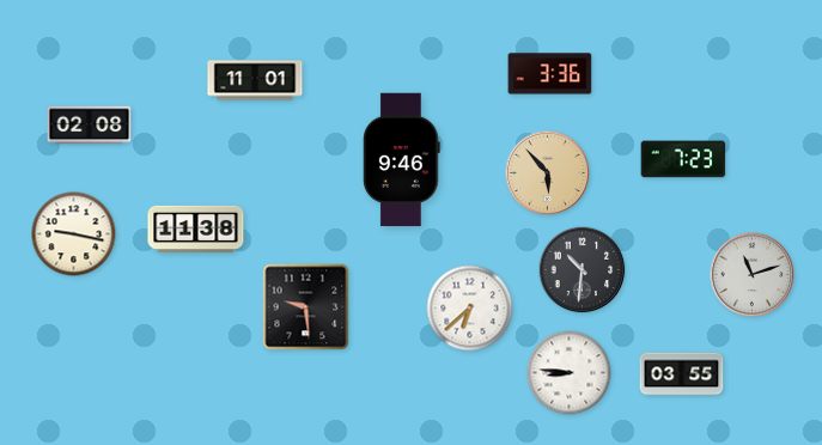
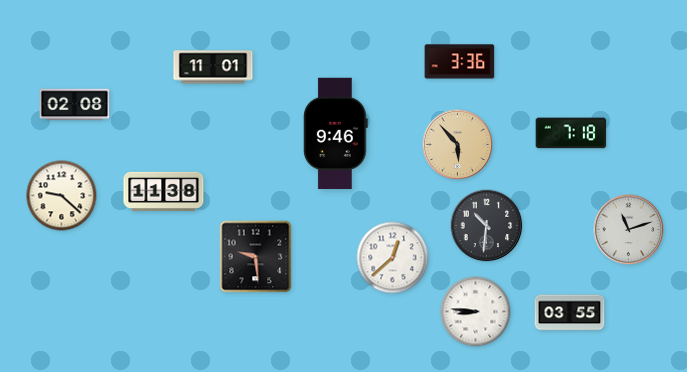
clock at (683, 159): 7:23 -> 7:18
clock at (74, 234): 9:17 -> 9:22
clock at (470, 309): 6:38 -> 12:38
